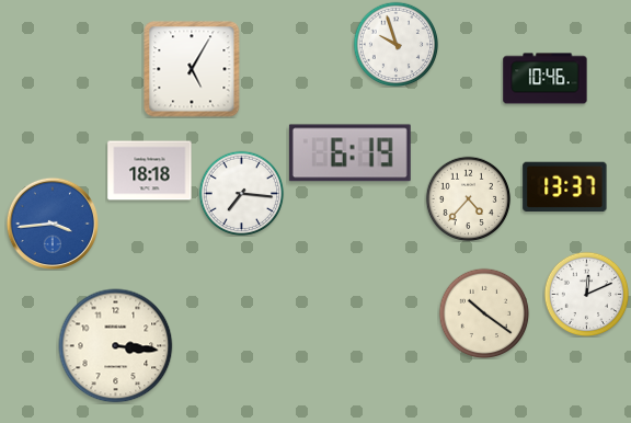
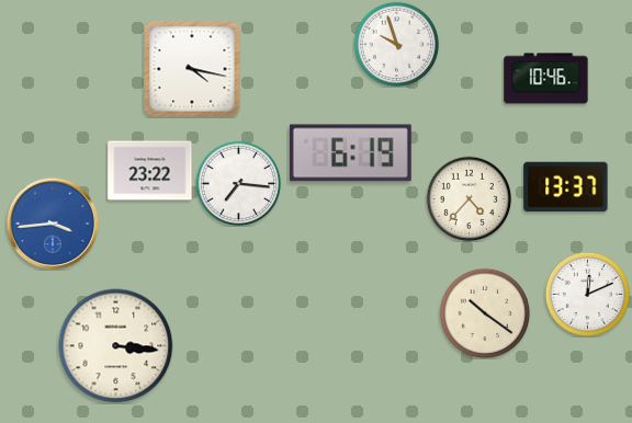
clock at (192, 69): 5:05 -> 4:17
clock at (150, 171): 18:18 -> 23:22
clock at (241, 193) position: (241, 193) -> (238, 183)
